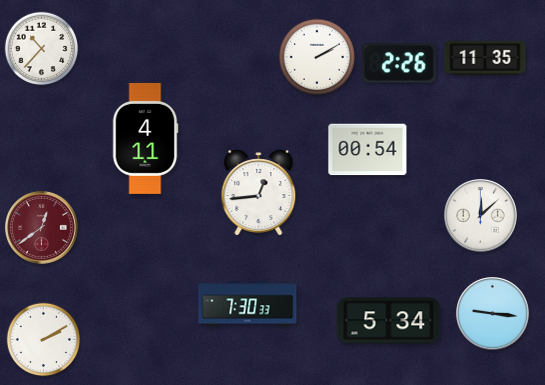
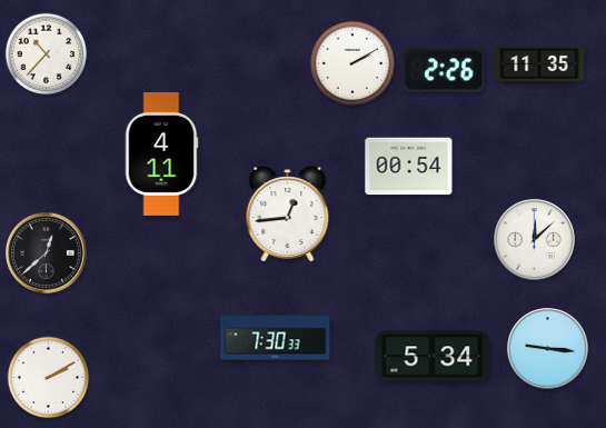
clock at (42, 228): 12:39 -> 12:38
clock at (42, 228) dial: burgundy -> black
